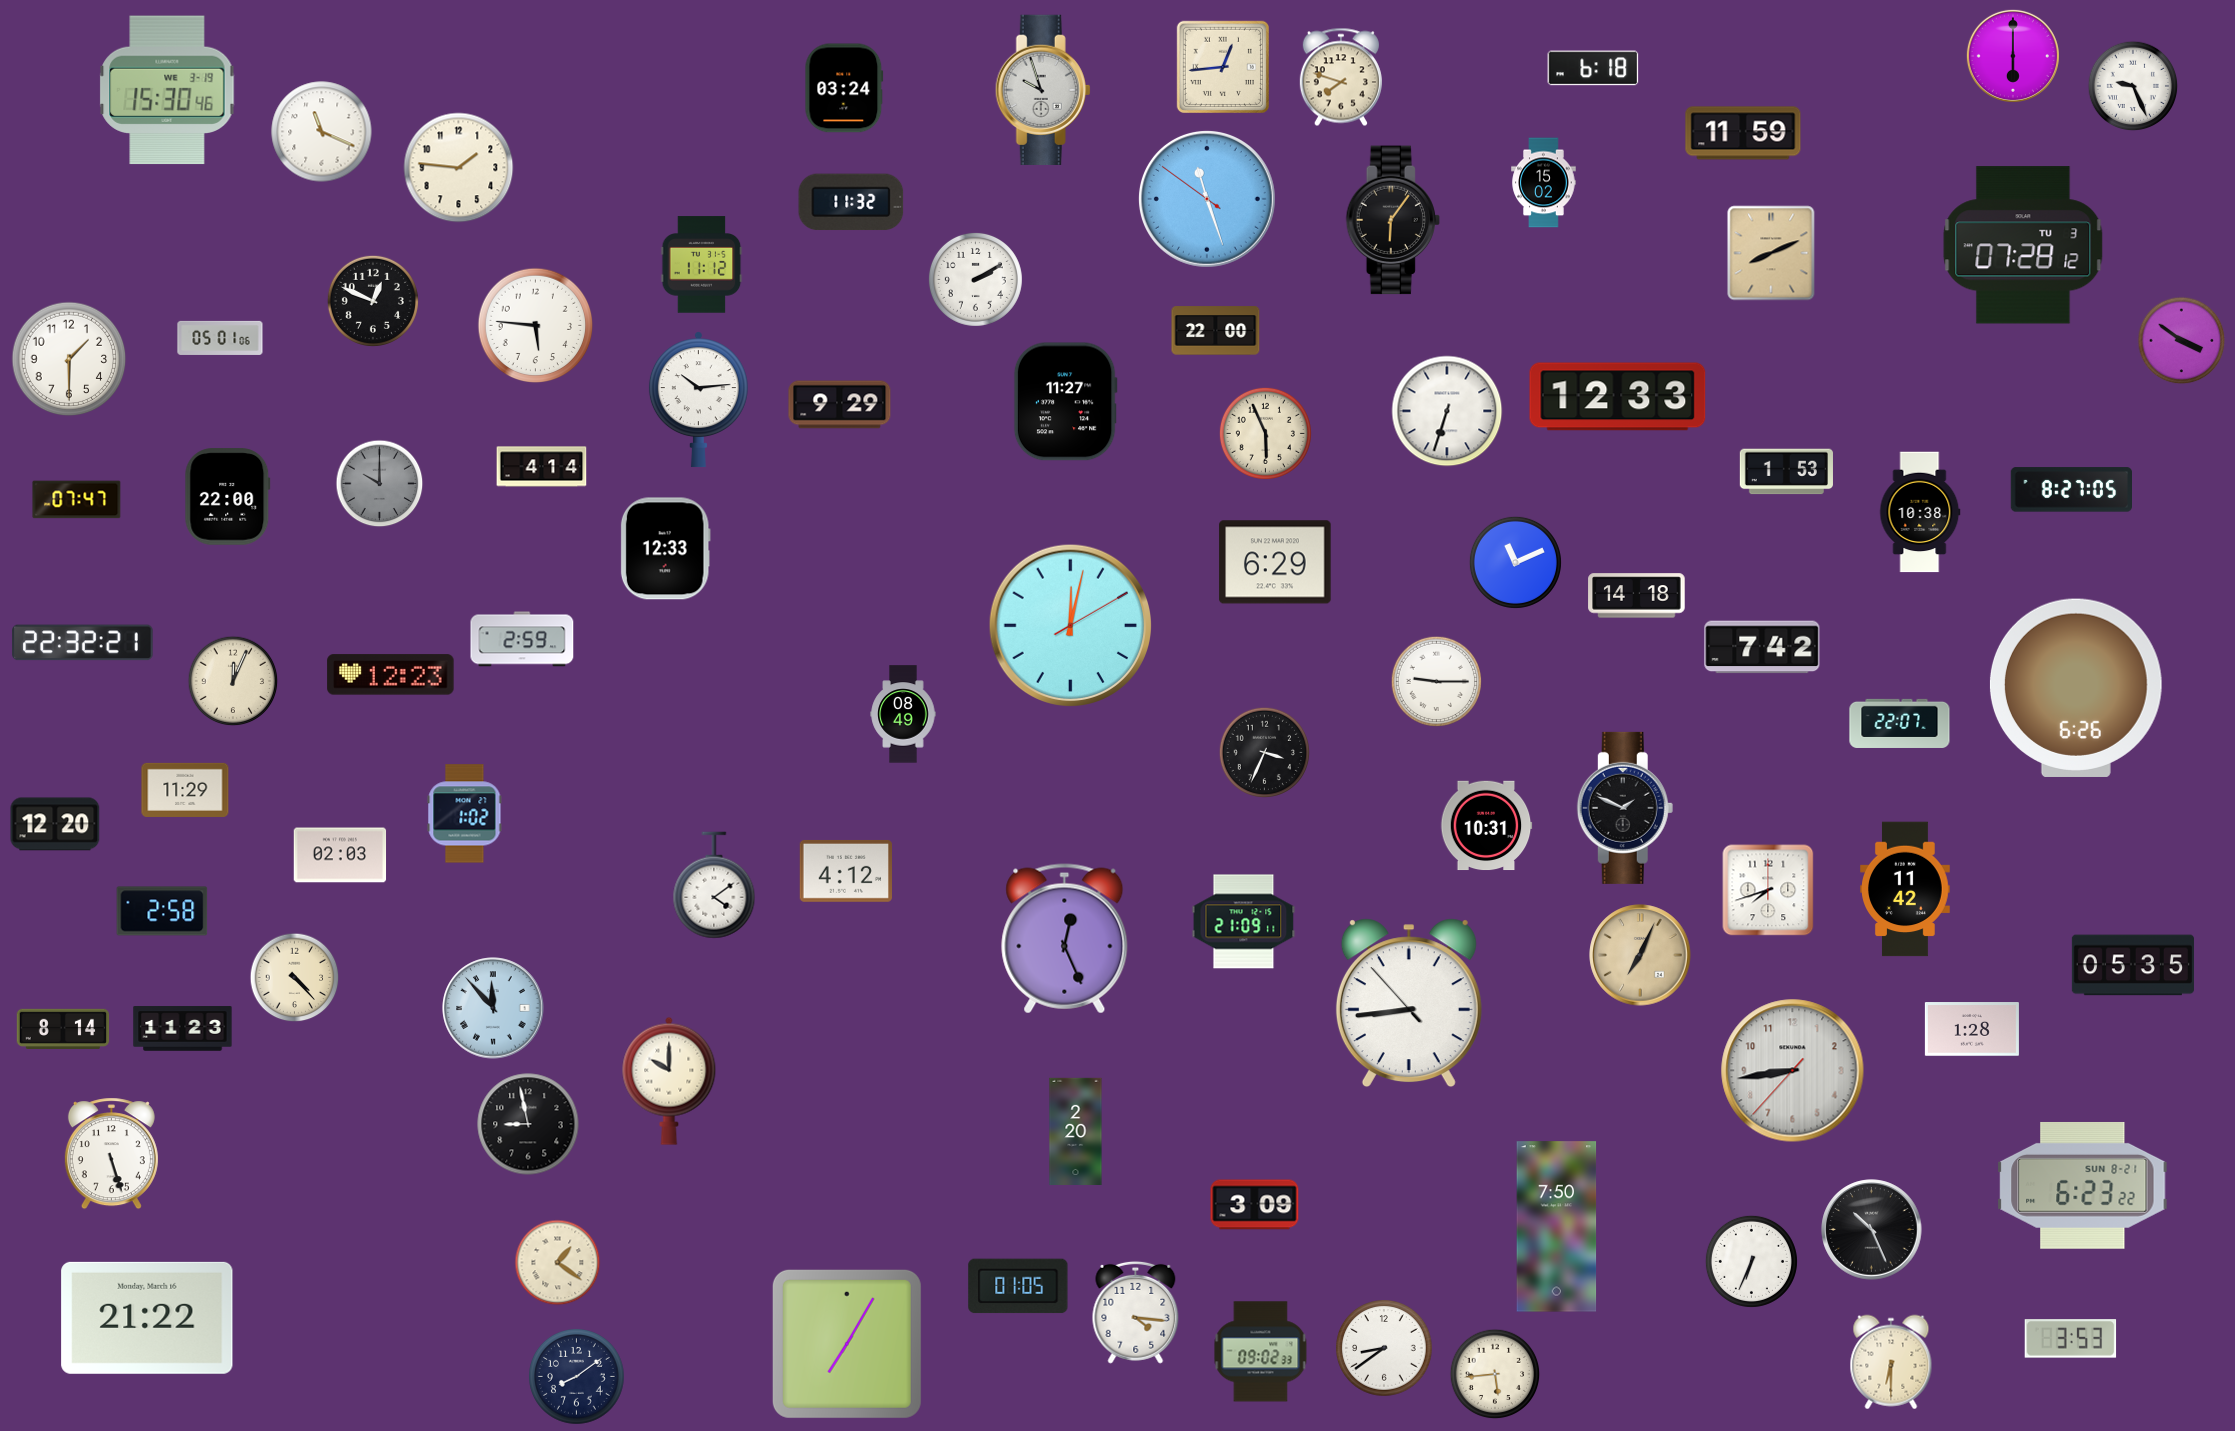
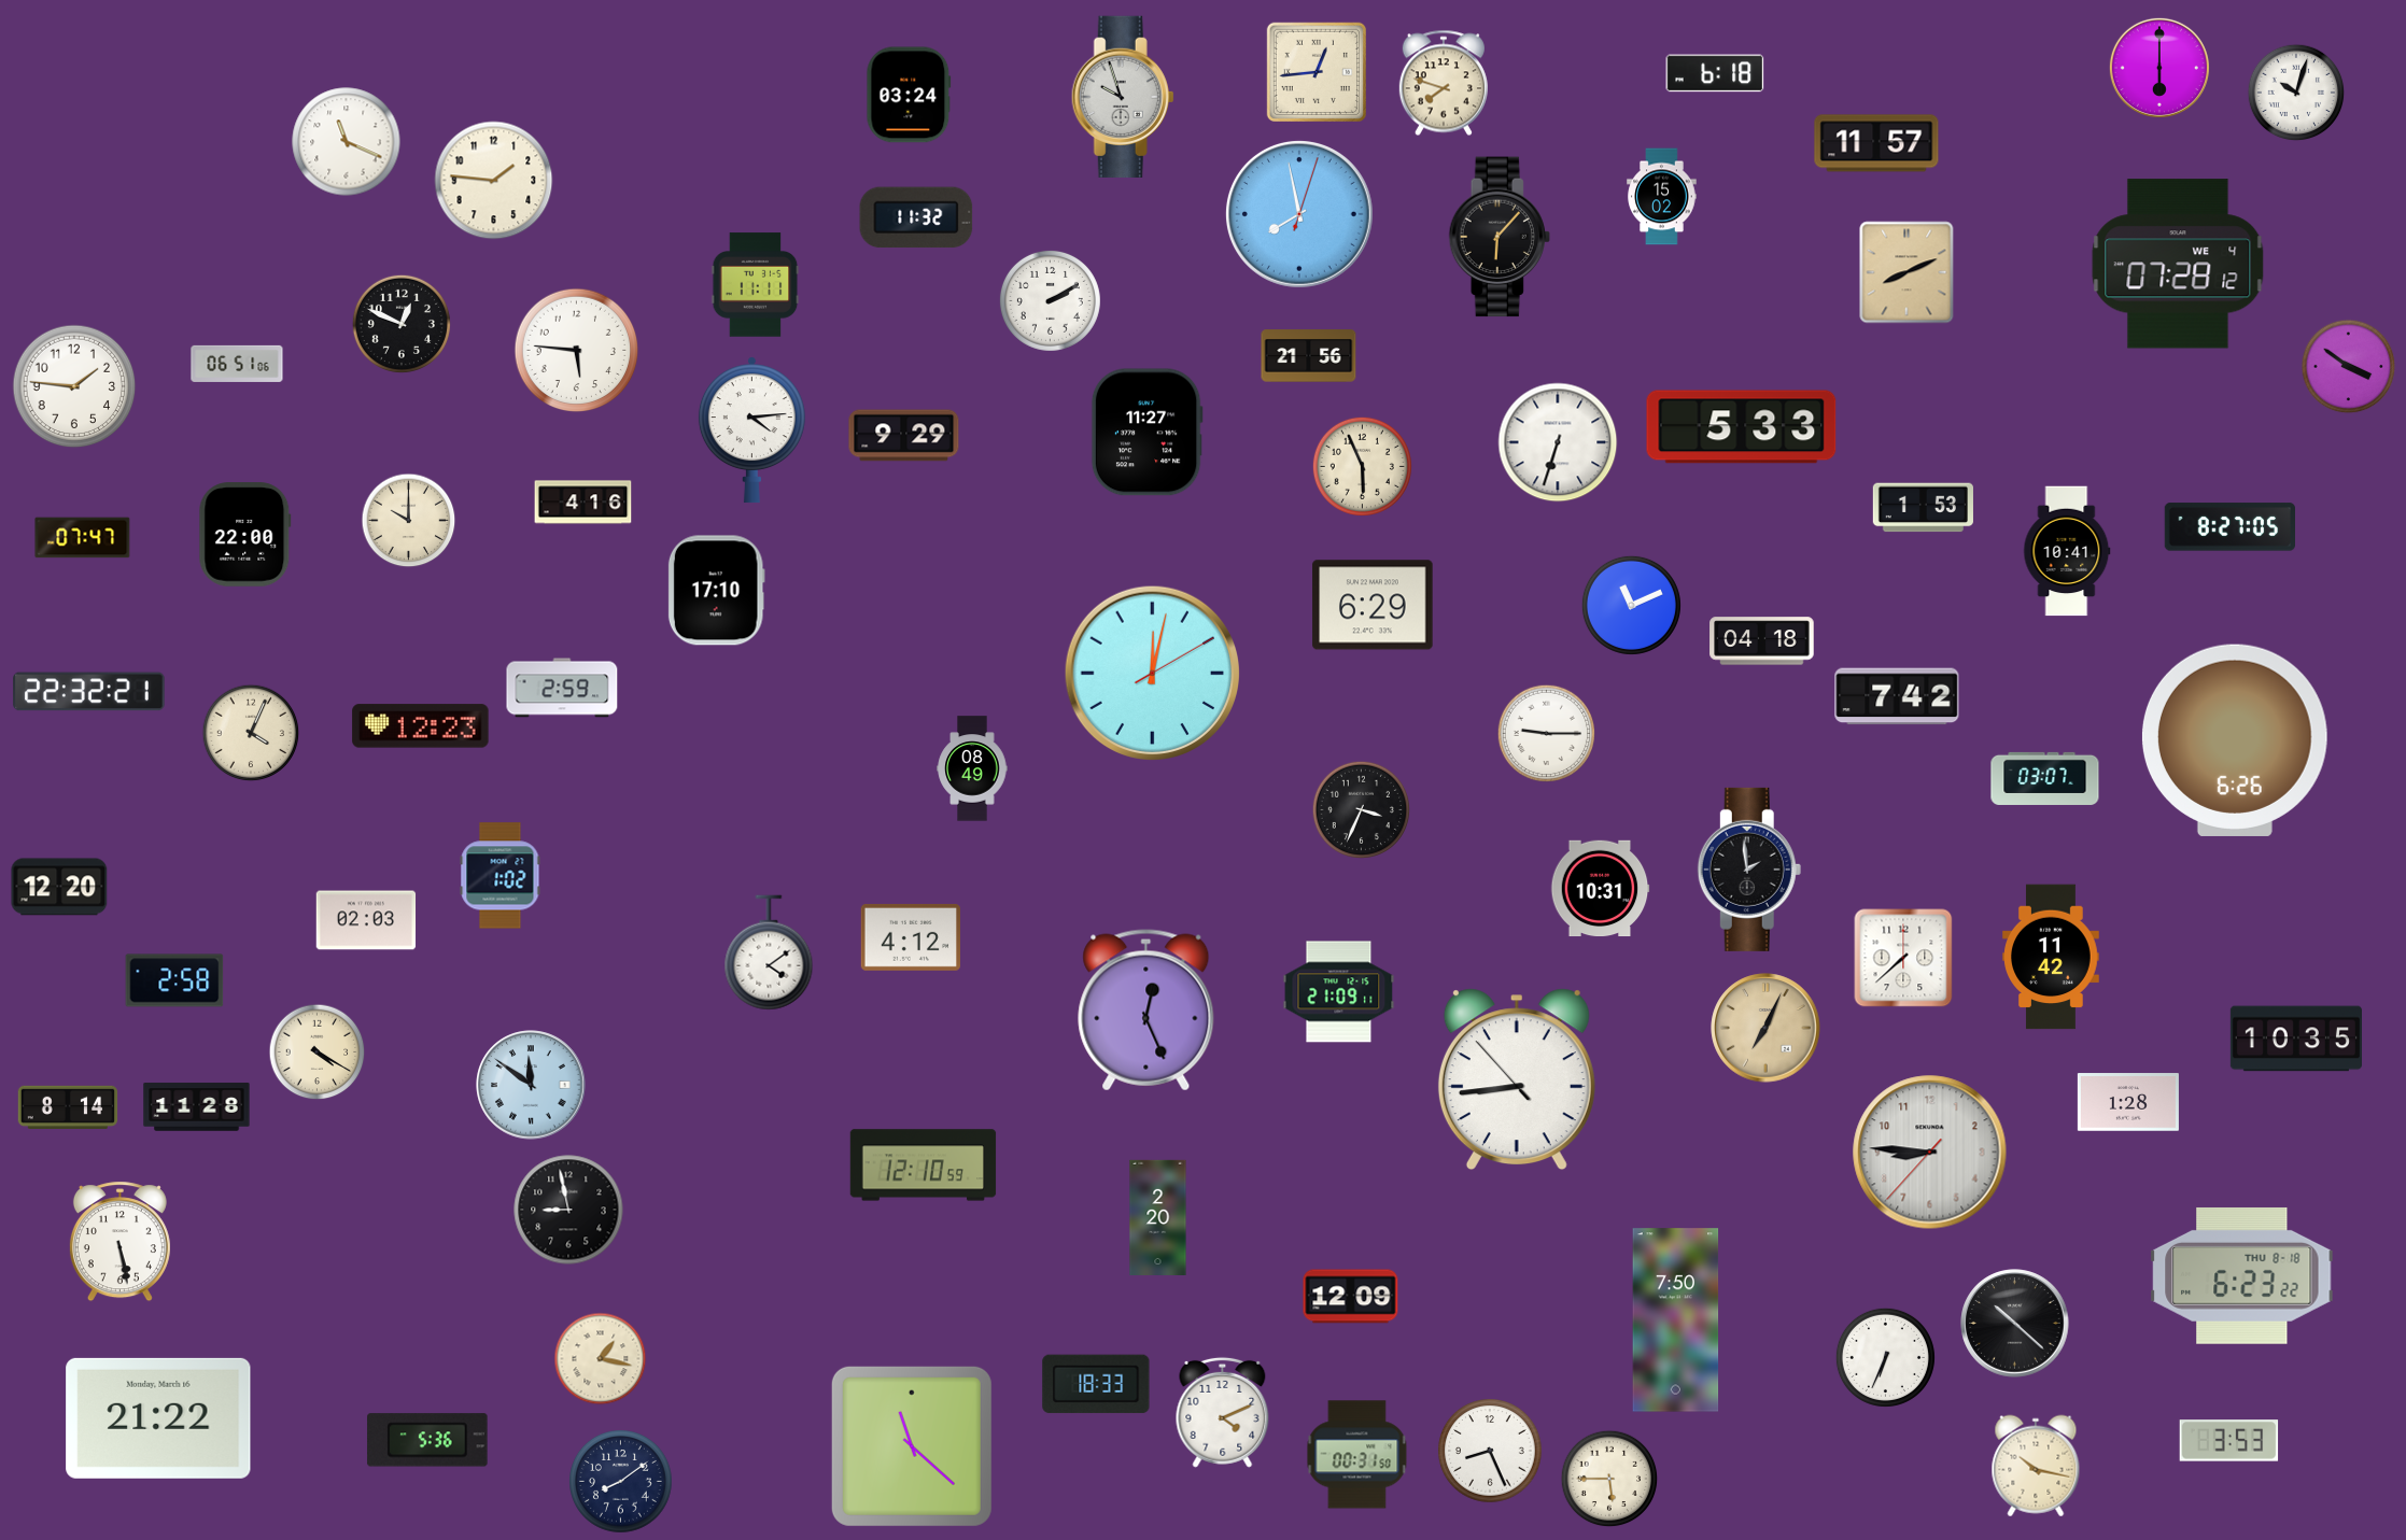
clock at (2013, 56) position: (2013, 56) -> (2159, 68)
clock at (2133, 86): 9:26 -> 10:03
clock at (167, 90): 15:30 -> none
clock at (1743, 133): 11:59 -> 11:57
clock at (1207, 199): 11:26 -> 7:58
clock at (1392, 220): 6:06 -> 6:07
clock at (2023, 245) date: TU 3 -> WE 4
clock at (702, 265): 11:12 -> 11:11
clock at (1216, 331): 22:00 -> 21:56
clock at (220, 338): 05:01 -> 06:51
clock at (69, 359): 1:30 -> 1:46
clock at (1618, 397): 12:33 -> 5:33
clock at (698, 400): 10:14 -> 4:14
clock at (542, 467): 4:14 -> 4:16
clock at (380, 484) dial: grey -> cream
clock at (1920, 512): 10:38 -> 10:41
clock at (665, 549): 12:33 -> 17:10
clock at (1637, 596): 14:18 -> 04:18
clock at (233, 681): 12:04 -> 4:04
clock at (1900, 723): 22:07 -> 03:07
clock at (185, 790): 11:29 -> none
clock at (1625, 808): 1:49 -> 1:59
clock at (1768, 890): 7:42 -> 7:38
clock at (2133, 965): 05:35 -> 10:35
clock at (295, 978): 4:23 -> 4:20
clock at (493, 1008): 11:53 -> 11:51
clock at (183, 1029): 11:23 -> 11:28
clock at (1972, 1029) position: (1972, 1029) -> (2128, 1102)
clock at (1793, 1071): 8:43 -> 8:45
clock at (669, 1081): 10:00 -> none
clock at (924, 1165): none -> 12:10
clock at (111, 1154): 5:27 -> 5:28
clock at (2083, 1185) date: SUN 8-21 -> THU 8-18
clock at (1255, 1205): 3:09 -> 12:09
clock at (1872, 1230): 10:26 -> 10:22
clock at (558, 1263): 1:21 -> 1:17
clock at (1018, 1286): 01:05 -> 18:33
clock at (1136, 1312): 4:16 -> 4:11
clock at (427, 1440): none -> 5:36
clock at (847, 1344): 7:05 -> 11:22
clock at (1384, 1348): 8:39 -> 8:26
clock at (1261, 1352): 09:02 -> 00:31
clock at (1891, 1362): 6:30 -> 10:17
clock at (1495, 1374): 5:44 -> 5:45
